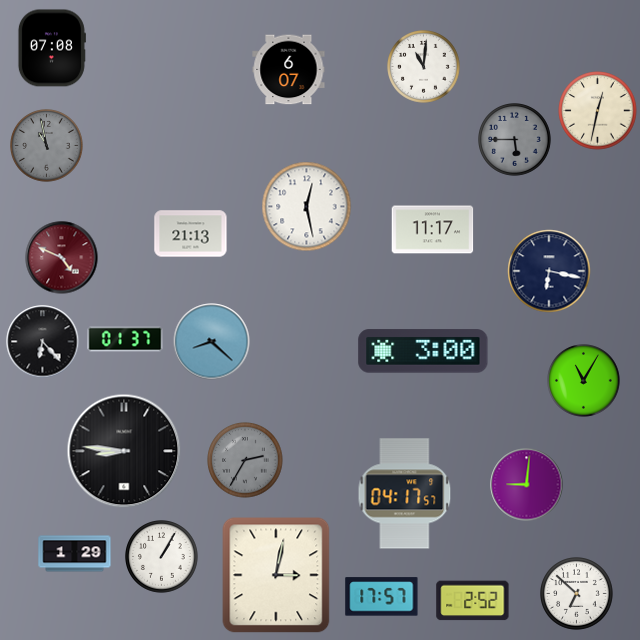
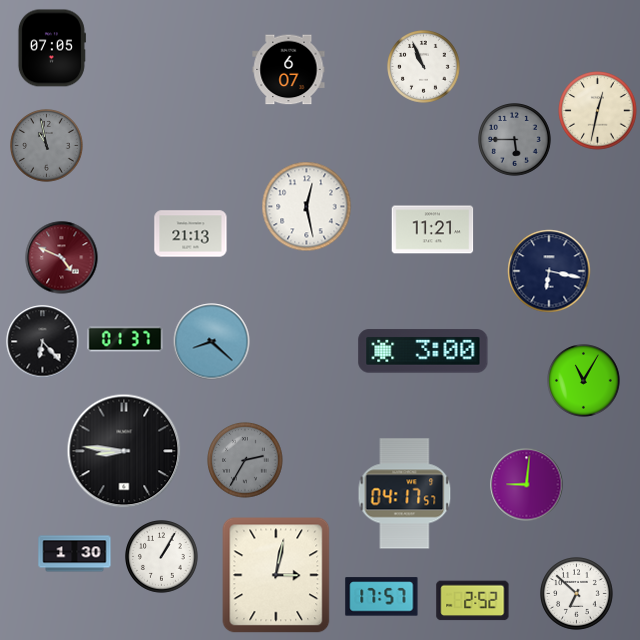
clock at (51, 48): 07:08 -> 07:05
clock at (424, 67): 11:01 -> 10:56
clock at (433, 230): 11:17 -> 11:21
clock at (75, 554): 1:29 -> 1:30
